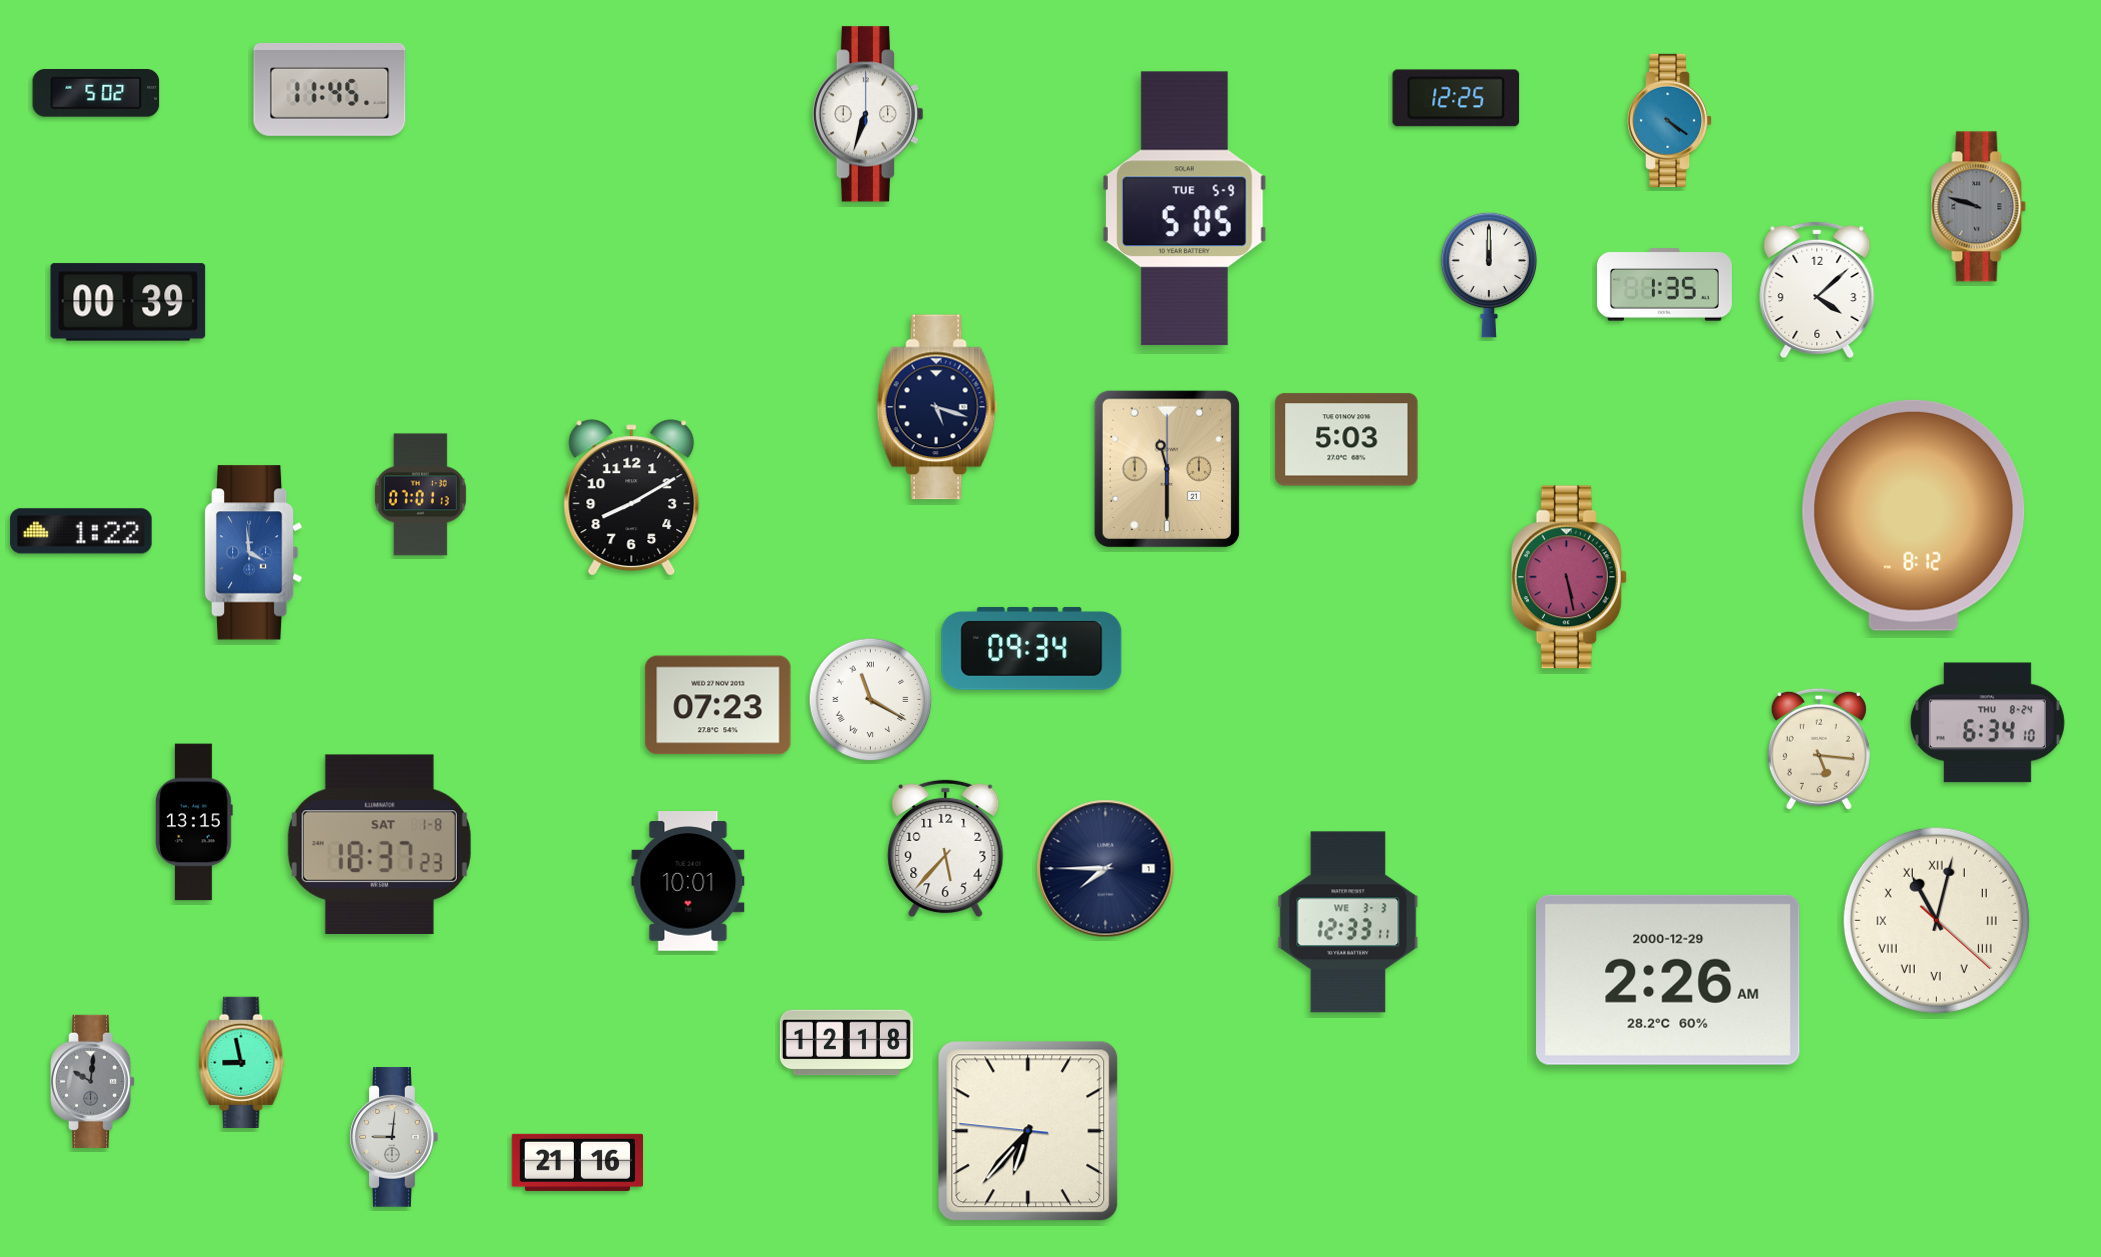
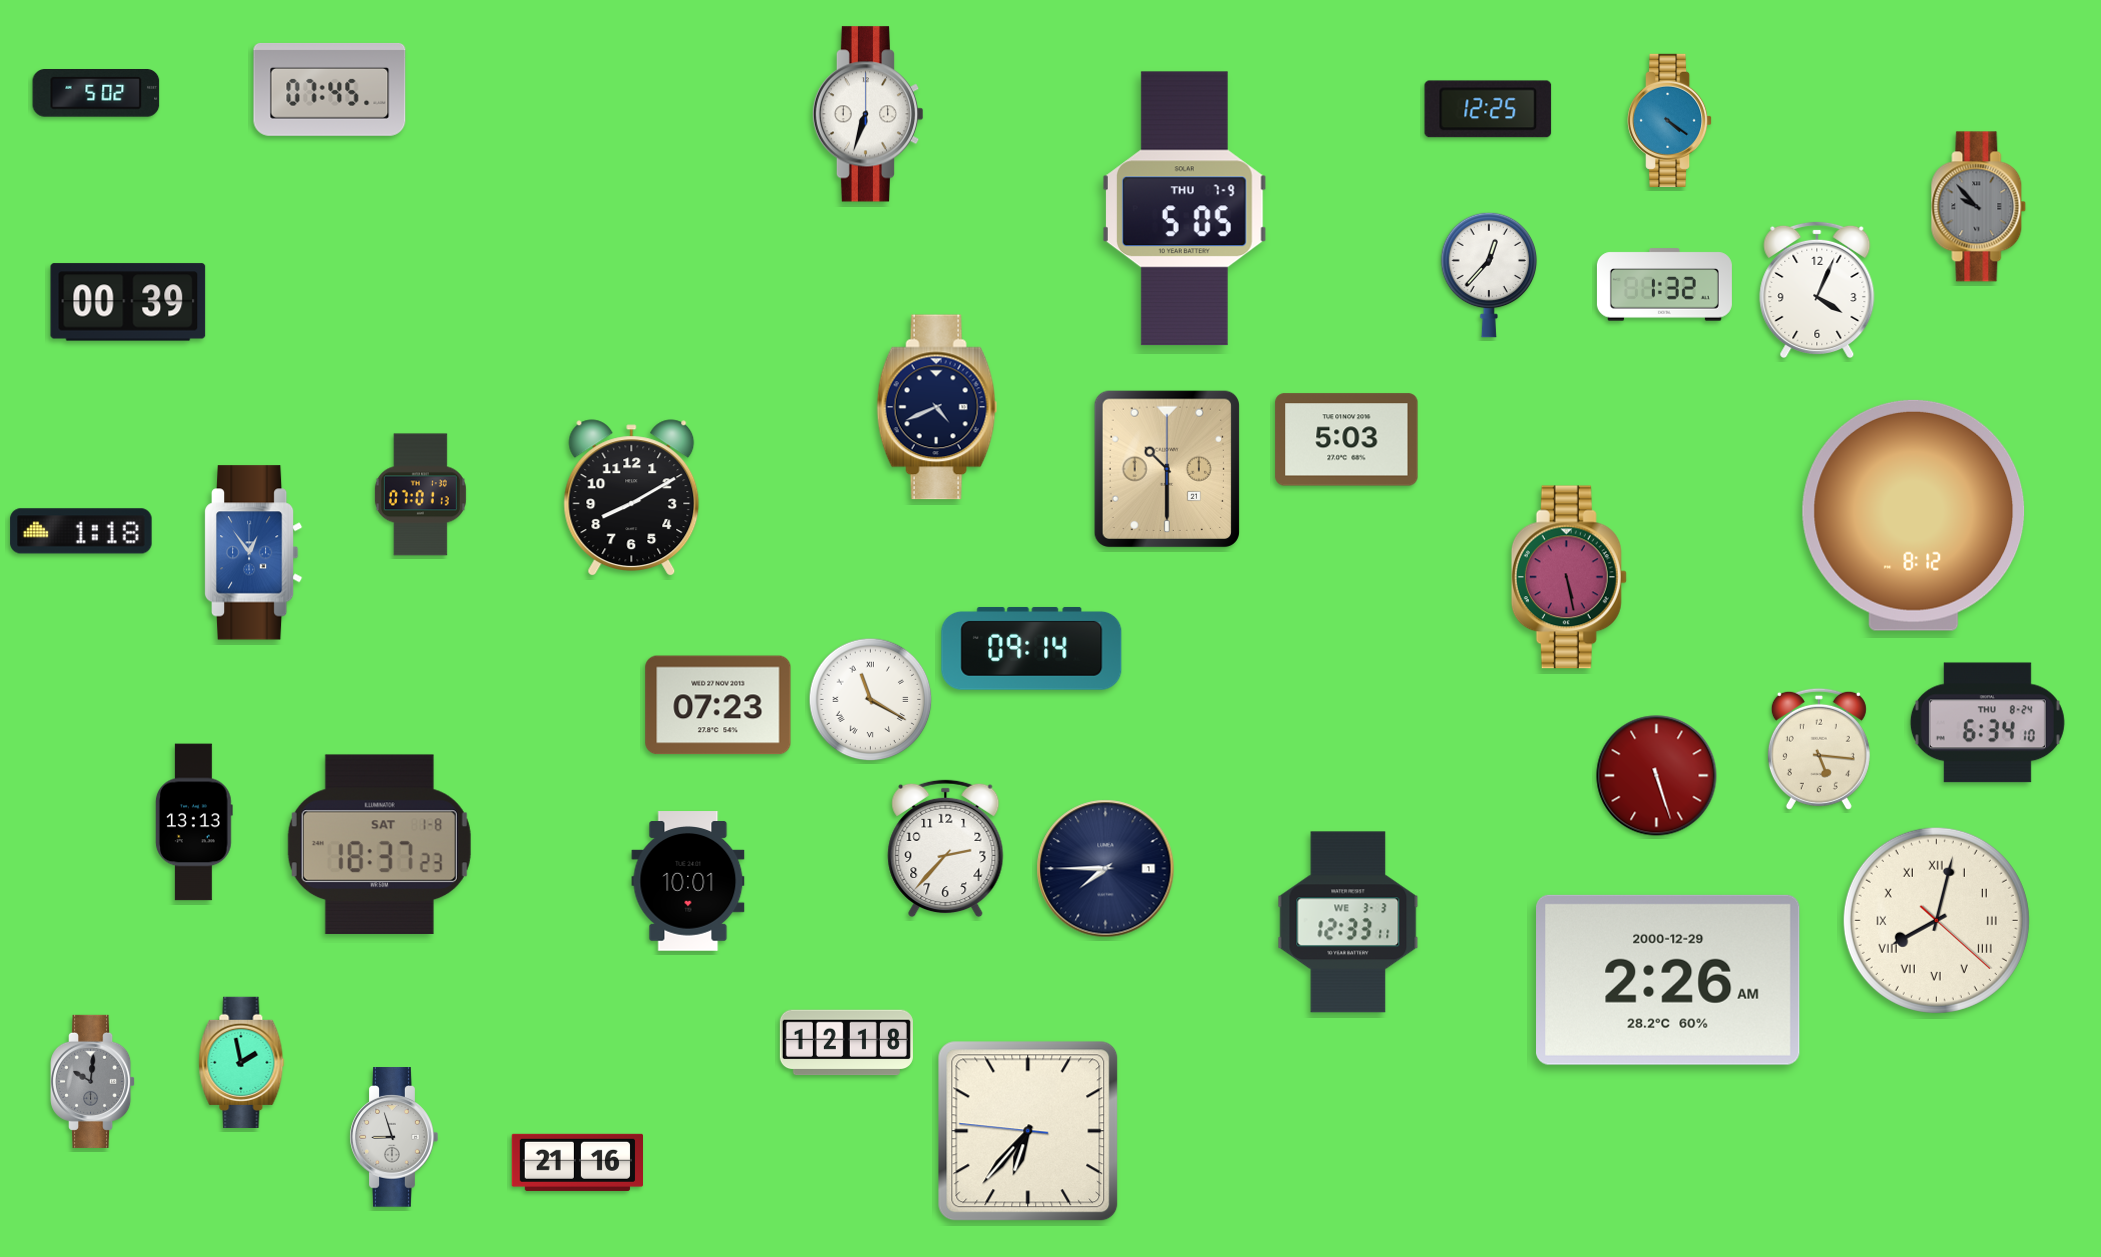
clock at (330, 89): 11:45 -> 07:45
clock at (1456, 98) position: (1456, 98) -> (1488, 109)
clock at (1979, 207): 9:48 -> 9:53
clock at (1184, 209) date: TUE 5-9 -> THU 7-9
clock at (1489, 275): 12:00 -> 12:37
clock at (1664, 285): 1:35 -> 1:32
clock at (1817, 289): 4:08 -> 4:04
clock at (937, 407): 5:18 -> 4:41
clock at (1167, 468): 11:30 -> 10:30
clock at (81, 531): 1:22 -> 1:18
clock at (253, 553): 3:59 -> 12:54
clock at (1032, 649): 09:34 -> 09:14
clock at (1657, 776): none -> 5:27
clock at (194, 822): 13:15 -> 13:13
clock at (946, 849): 5:37 -> 2:37
clock at (1936, 920): 11:02 -> 8:02
clock at (242, 1062): 8:58 -> 1:58
clock at (394, 1137): 9:01 -> 8:57
